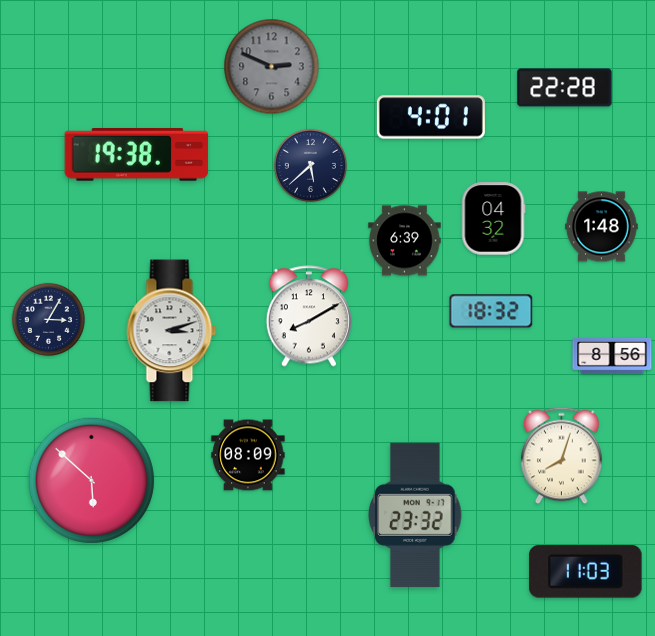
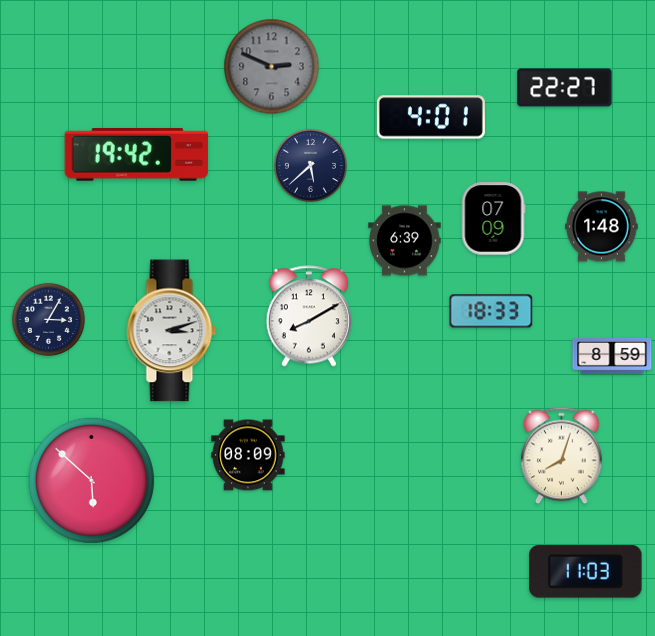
clock at (565, 88): 22:28 -> 22:27
clock at (137, 155): 19:38 -> 19:42
clock at (493, 219): 04:32 -> 07:09
clock at (491, 311): 18:32 -> 18:33
clock at (612, 356): 8:56 -> 8:59
clock at (415, 514): 23:32 -> none
